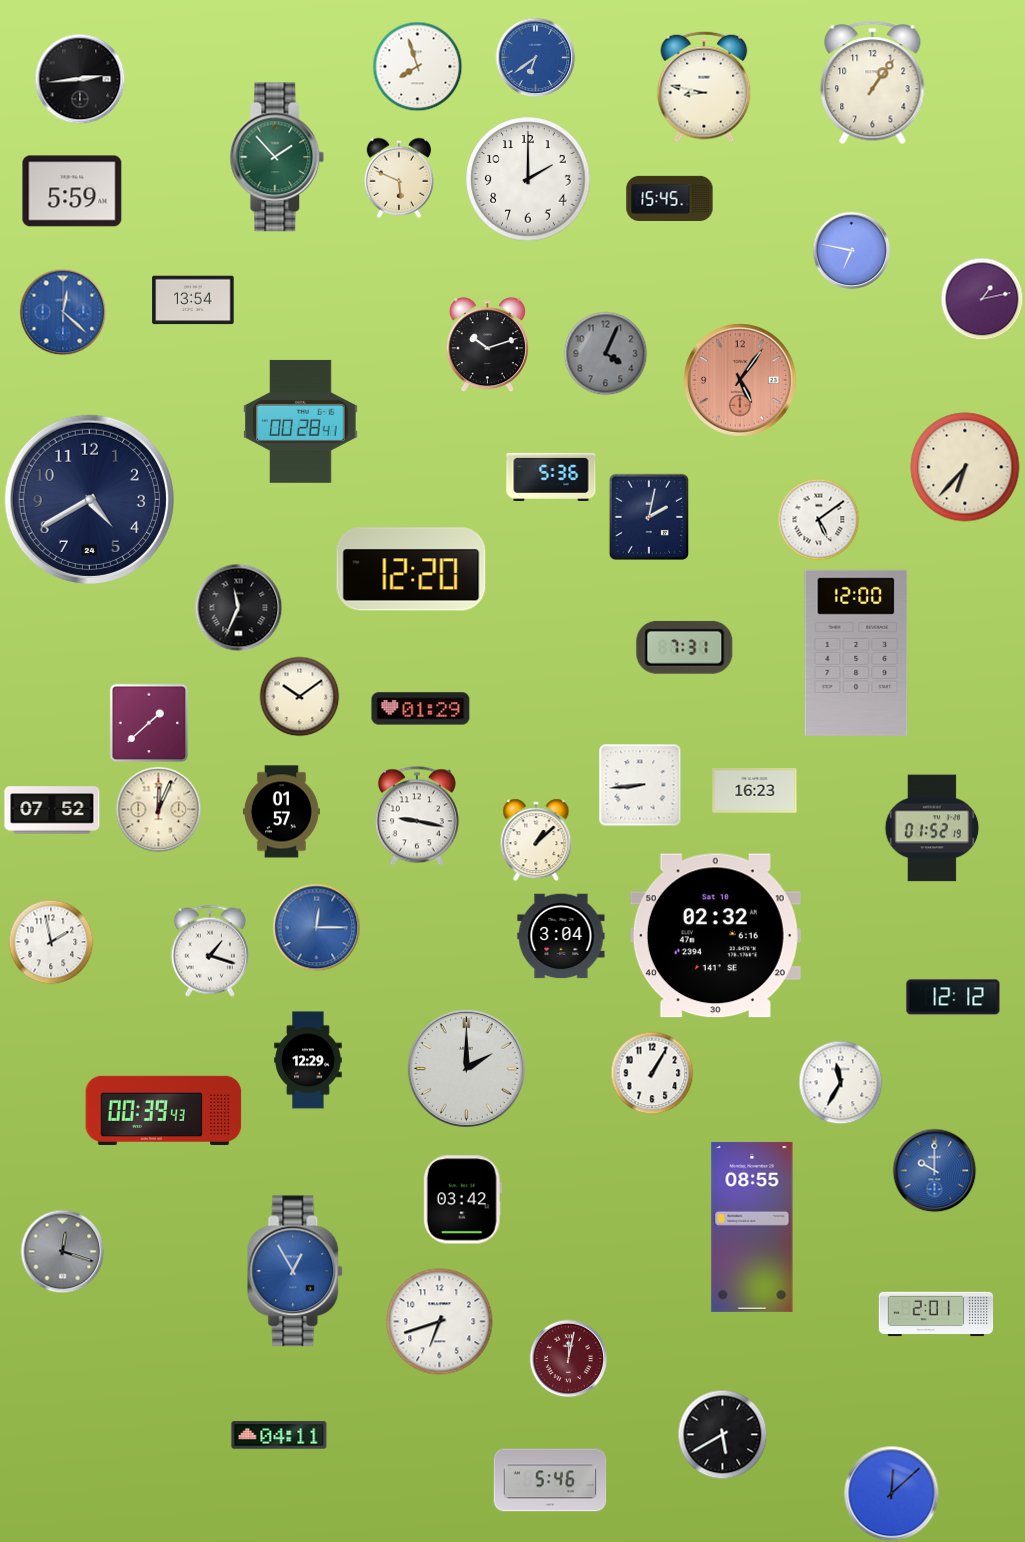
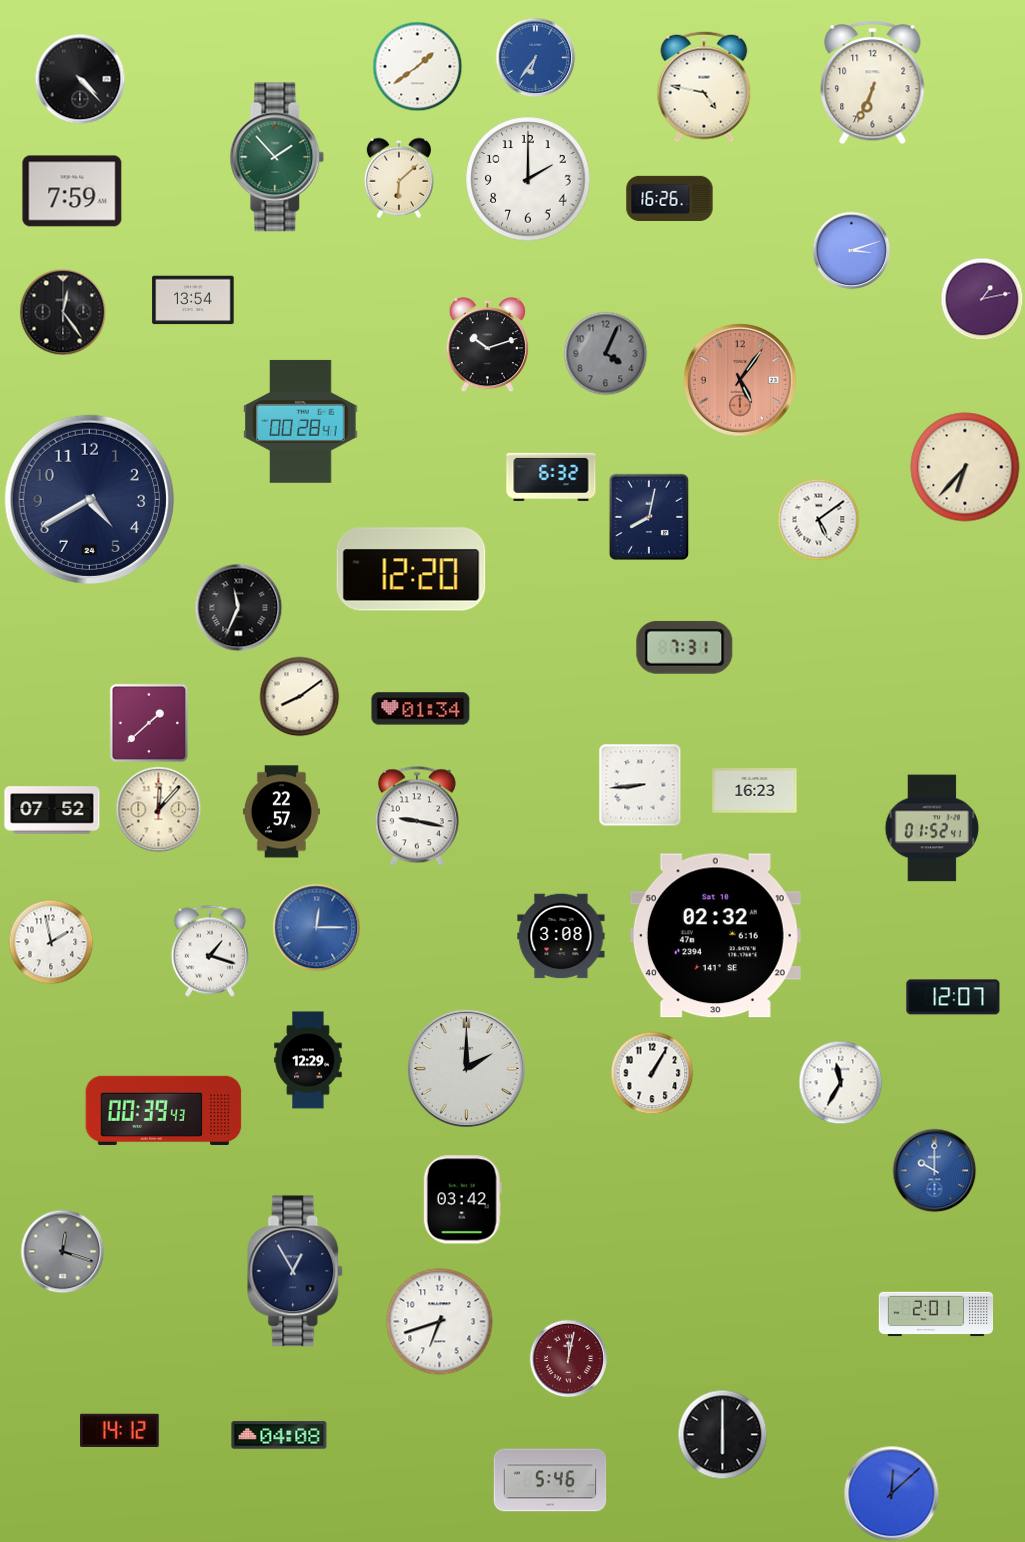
clock at (535, 57): 6:39 -> 6:36
clock at (417, 66): 7:57 -> 1:39
clock at (80, 79): 2:44 -> 4:23
clock at (873, 83): 1:06 -> 6:34
clock at (704, 87): 8:47 -> 4:47
clock at (398, 178): 5:49 -> 6:08
clock at (72, 191): 5:59 -> 7:59
clock at (670, 198): 15:45 -> 16:26
clock at (851, 250): 6:47 -> 3:12
clock at (63, 312): 12:22 -> 12:24
clock at (63, 312) dial: blue -> black
clock at (551, 477): 5:36 -> 6:32
clock at (648, 516): 2:02 -> 8:02
clock at (856, 653): 12:00 -> none
clock at (299, 696): 10:09 -> 8:09
clock at (421, 709): 01:29 -> 01:34
clock at (158, 809): 12:04 -> 12:07
clock at (281, 812): 01:57 -> 22:57
clock at (932, 828): 01:52:19 -> 01:52:41
clock at (536, 840): 1:08 -> none
clock at (561, 936): 3:04 -> 3:08
clock at (953, 997): 12:12 -> 12:07
clock at (752, 1227): 08:55 -> none
clock at (296, 1271) dial: blue -> navy
clock at (120, 1430): none -> 14:12
clock at (722, 1434): 5:40 -> 6:00
clock at (279, 1435): 04:11 -> 04:08
